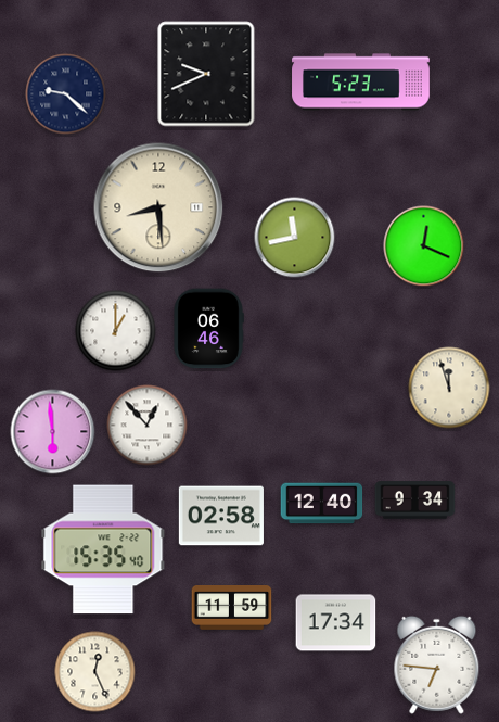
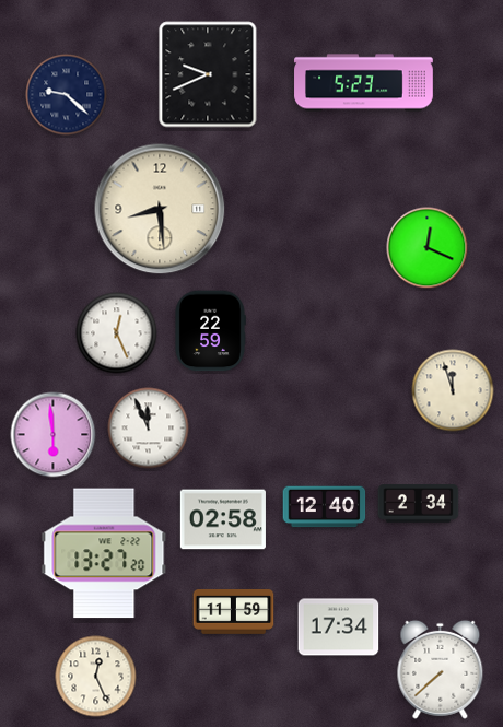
clock at (295, 238): 11:43 -> none
clock at (208, 329): 06:46 -> 22:59
clock at (116, 331): 1:00 -> 12:26
clock at (148, 426): 12:53 -> 11:56
clock at (415, 501): 9:34 -> 2:34
clock at (103, 549): 15:35 -> 13:27
clock at (437, 664): 6:46 -> 7:38
